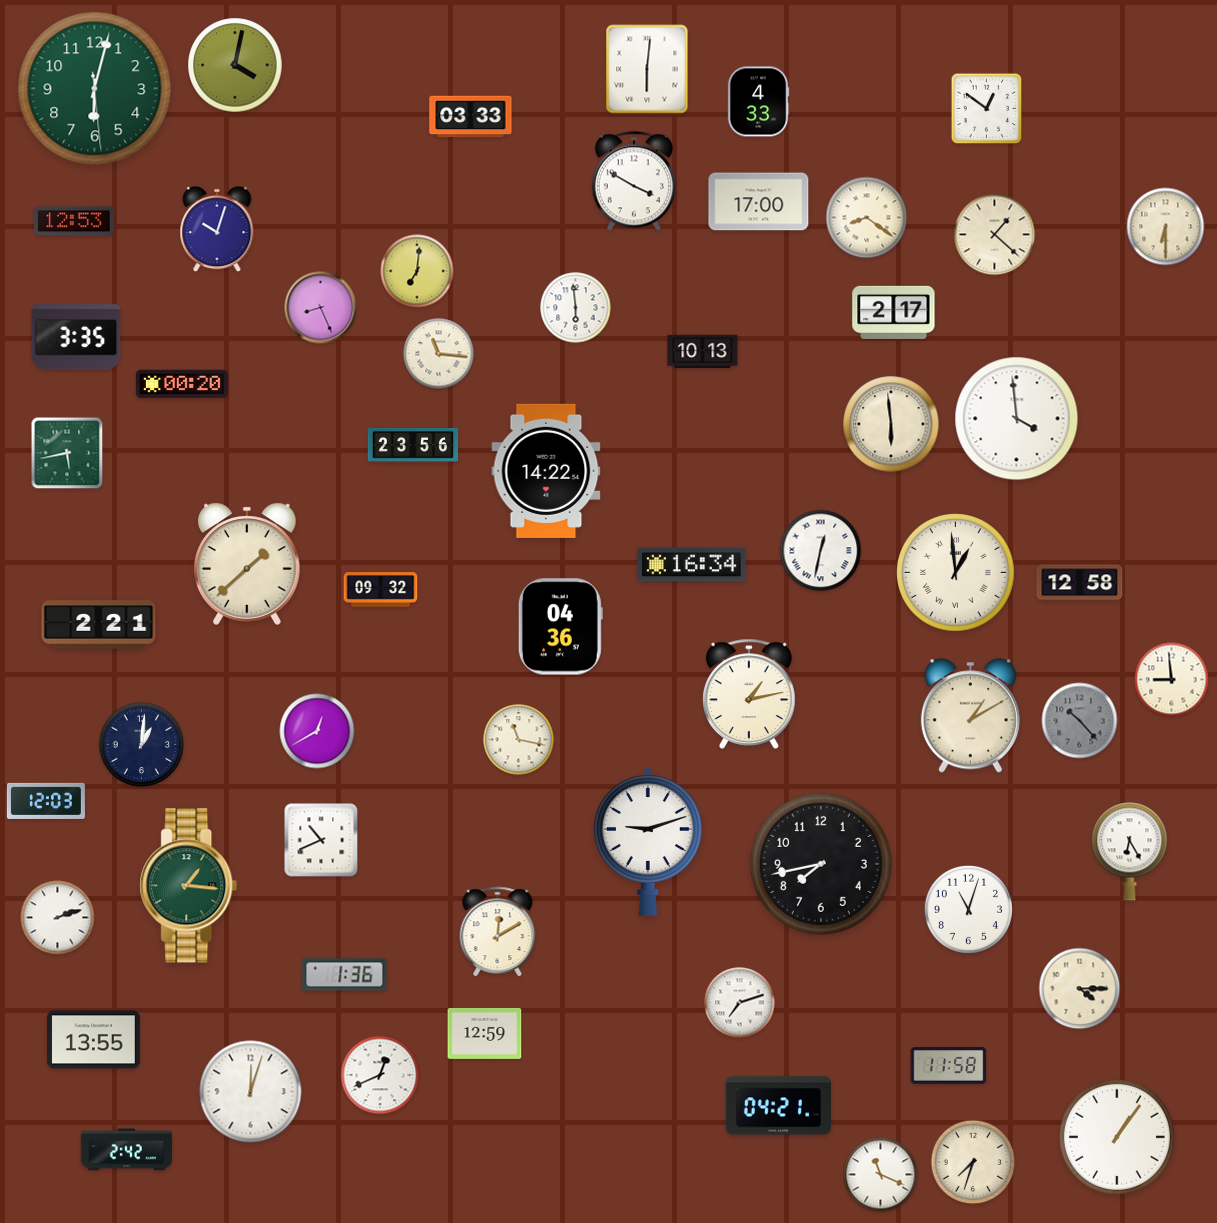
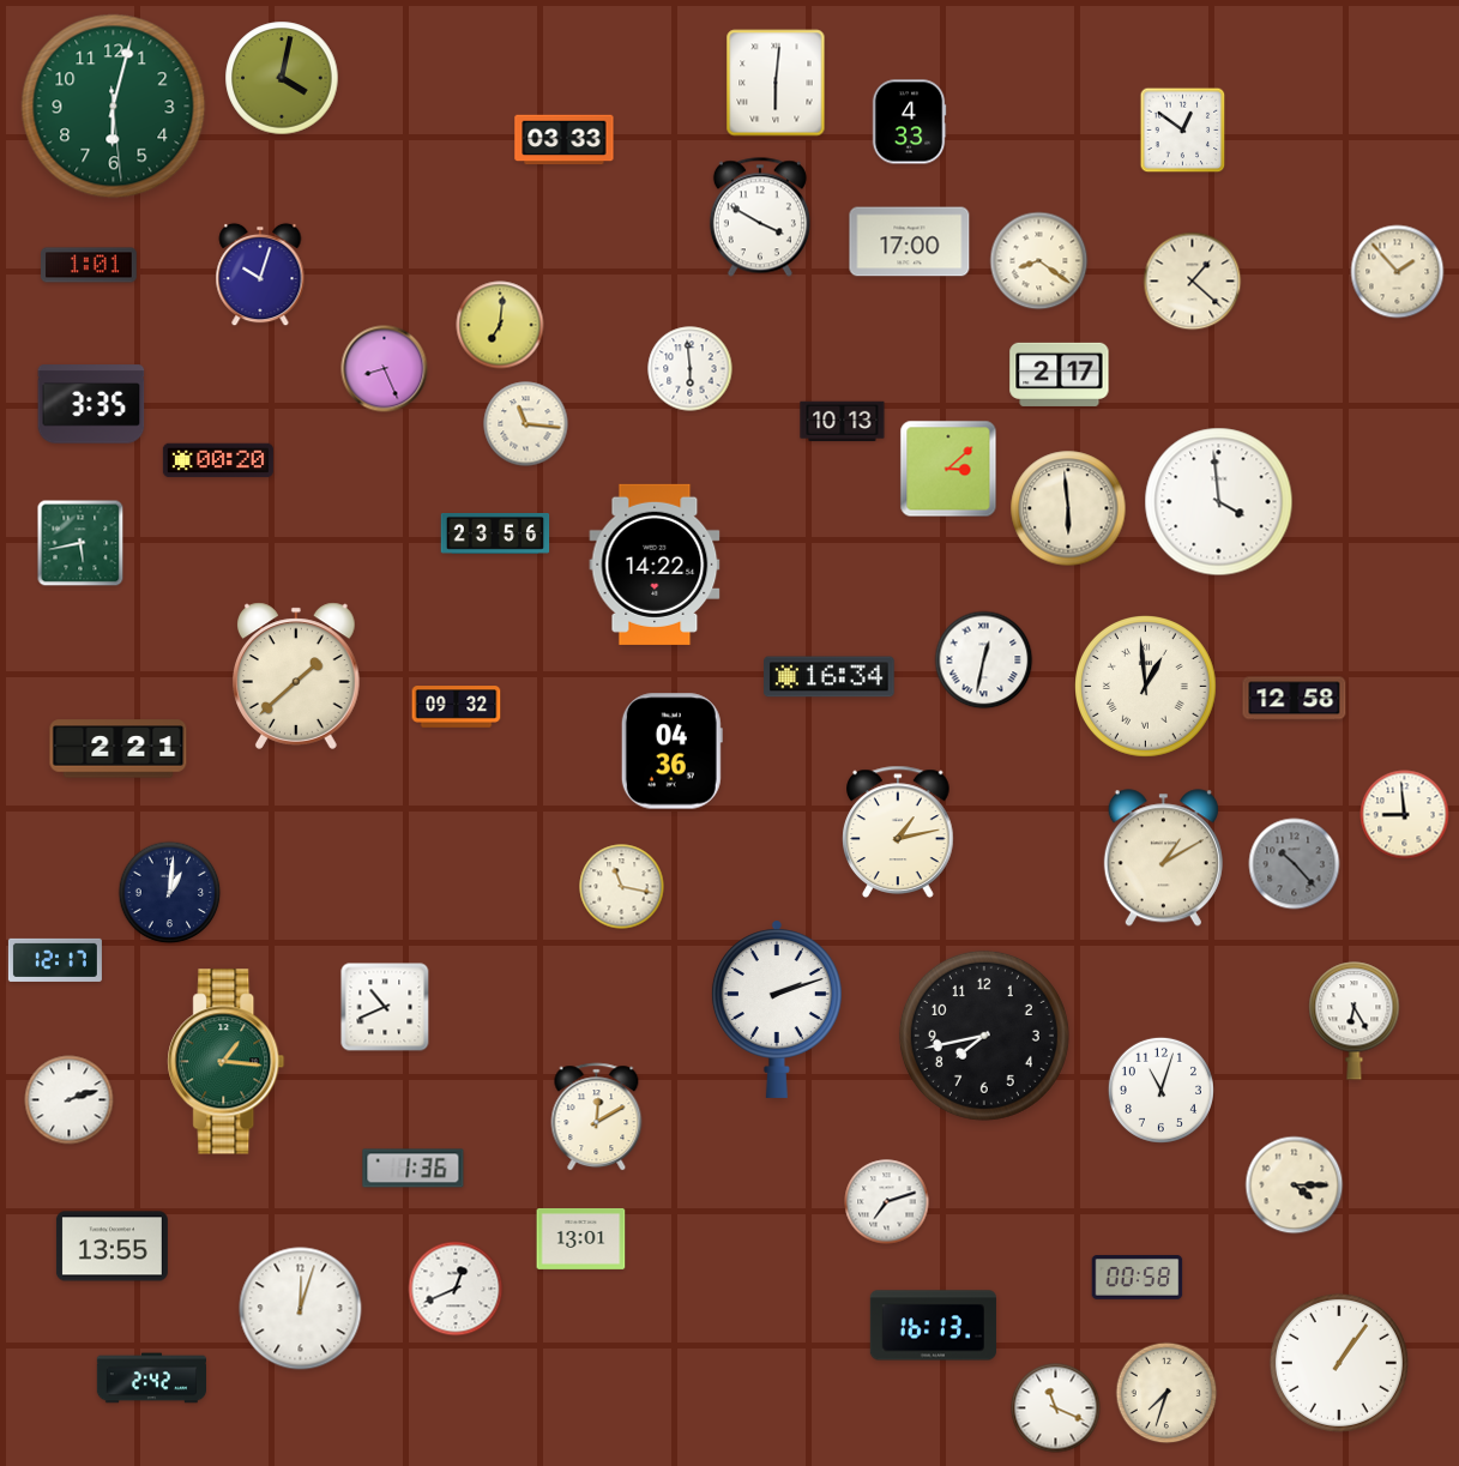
clock at (74, 221): 12:53 -> 1:01
clock at (1166, 227): 6:30 -> 1:53
clock at (894, 312) position: (894, 312) -> (1060, 374)
clock at (948, 469): none -> 3:08
clock at (317, 731): 12:40 -> none
clock at (46, 801): 12:03 -> 12:17
clock at (648, 842): 9:12 -> 2:12
clock at (485, 1033): 12:59 -> 13:01
clock at (949, 1066): 11:58 -> 00:58
clock at (778, 1106): 04:21 -> 16:13
